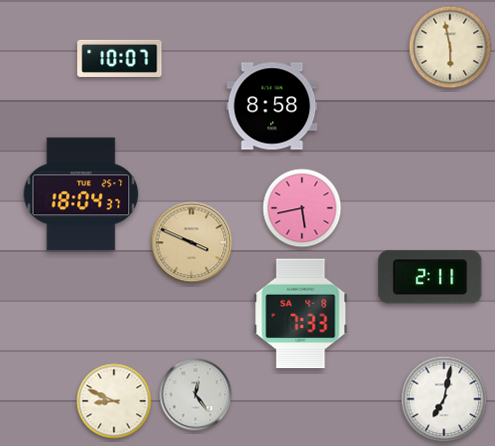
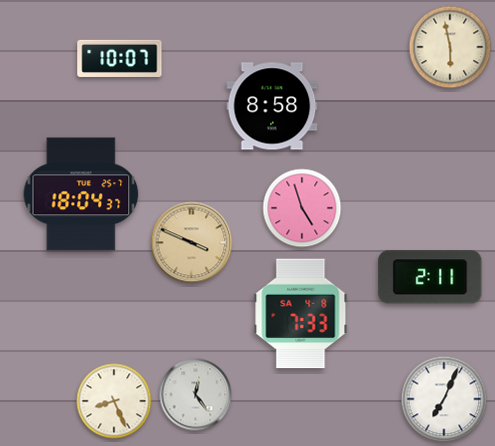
clock at (302, 208): 5:43 -> 4:57
clock at (444, 399): 7:02 -> 7:04
clock at (114, 401): 8:49 -> 8:26
